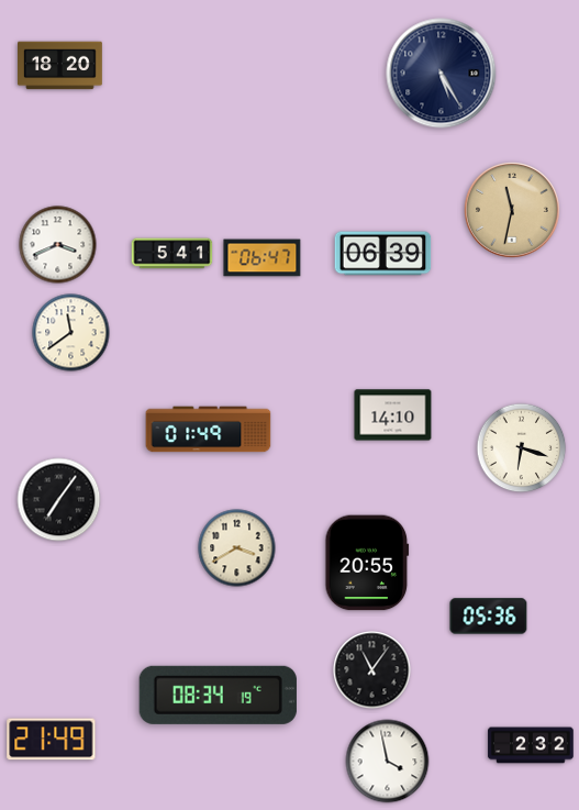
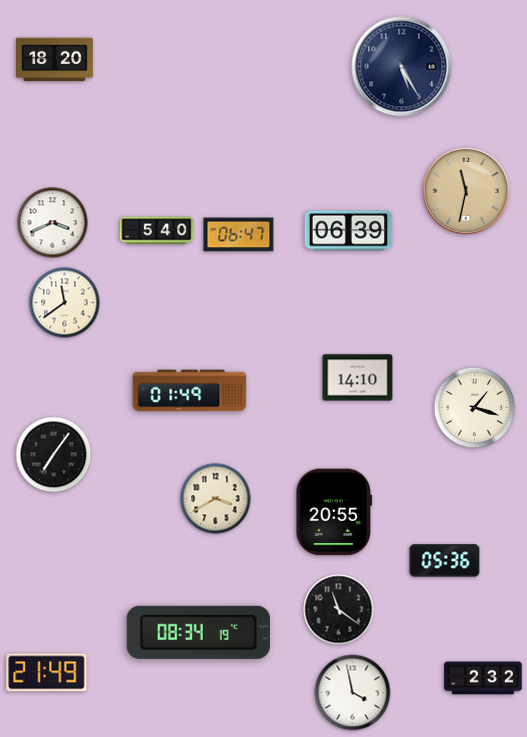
clock at (172, 254): 5:41 -> 5:40
clock at (522, 448): 6:18 -> 1:18
clock at (372, 670): 11:06 -> 11:21
